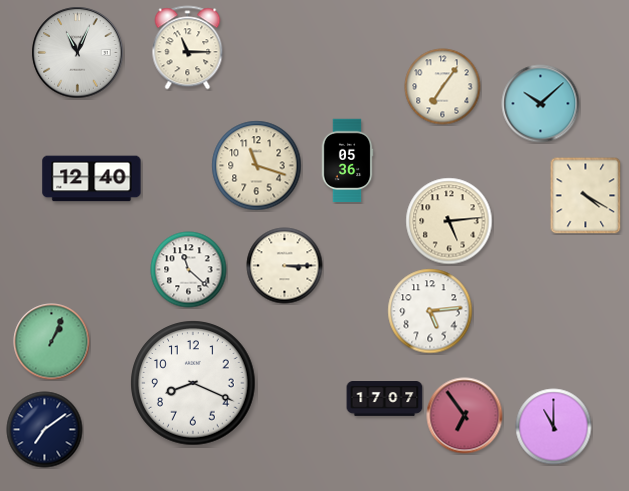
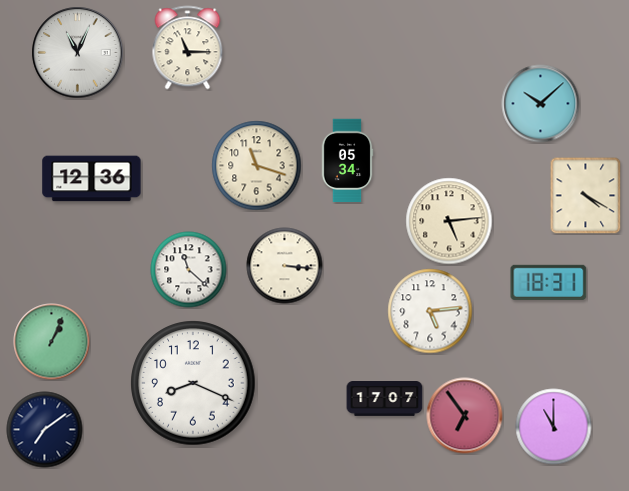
clock at (443, 87): 7:06 -> none
clock at (347, 161): 05:36 -> 05:34
clock at (92, 179): 12:40 -> 12:36
clock at (285, 266): 3:15 -> 3:16
clock at (549, 282): none -> 18:31
